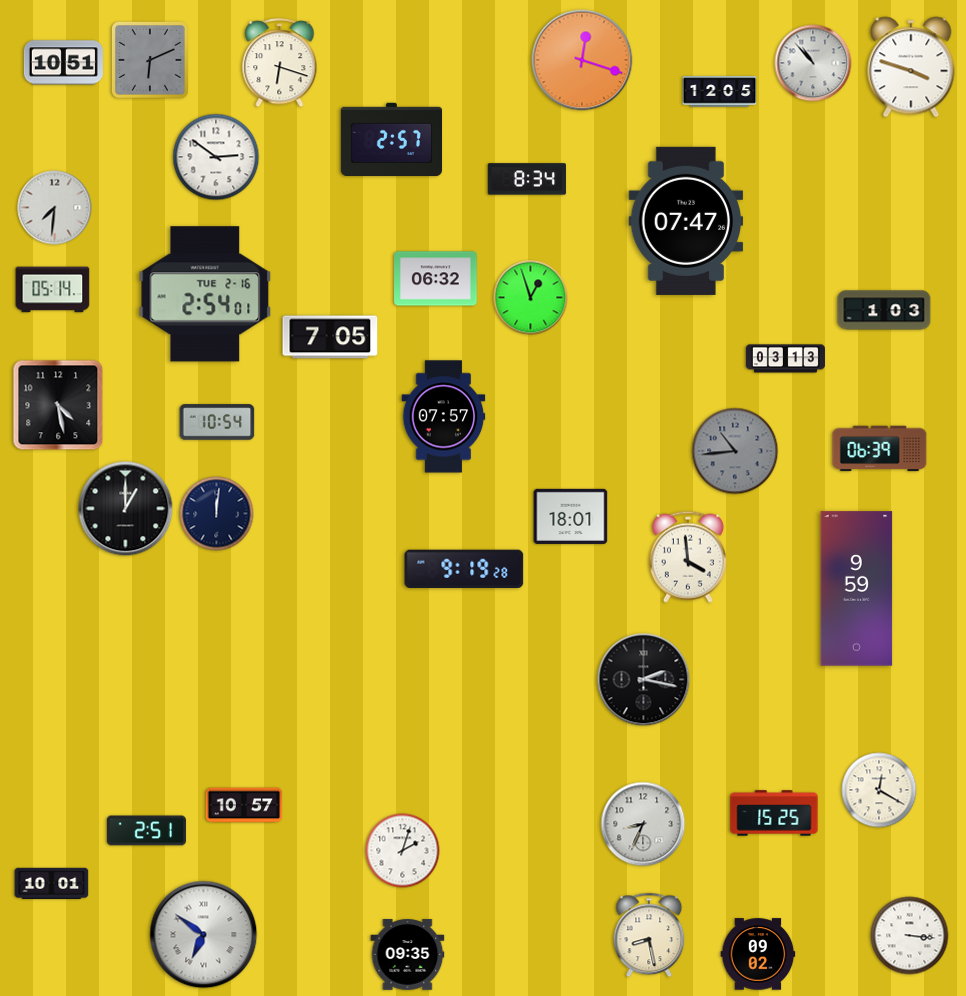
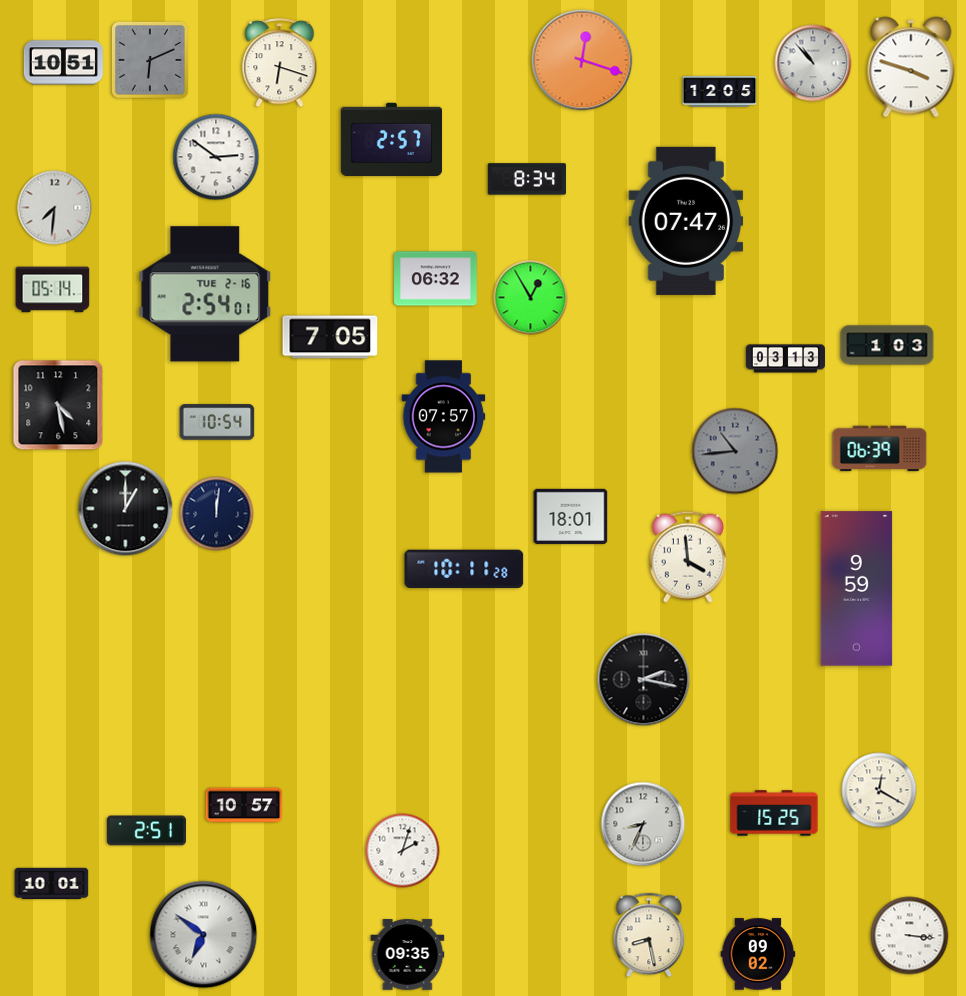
clock at (531, 298): 12:57 -> 12:55
clock at (884, 310) position: (884, 310) -> (887, 345)
clock at (464, 568): 9:19 -> 10:11
